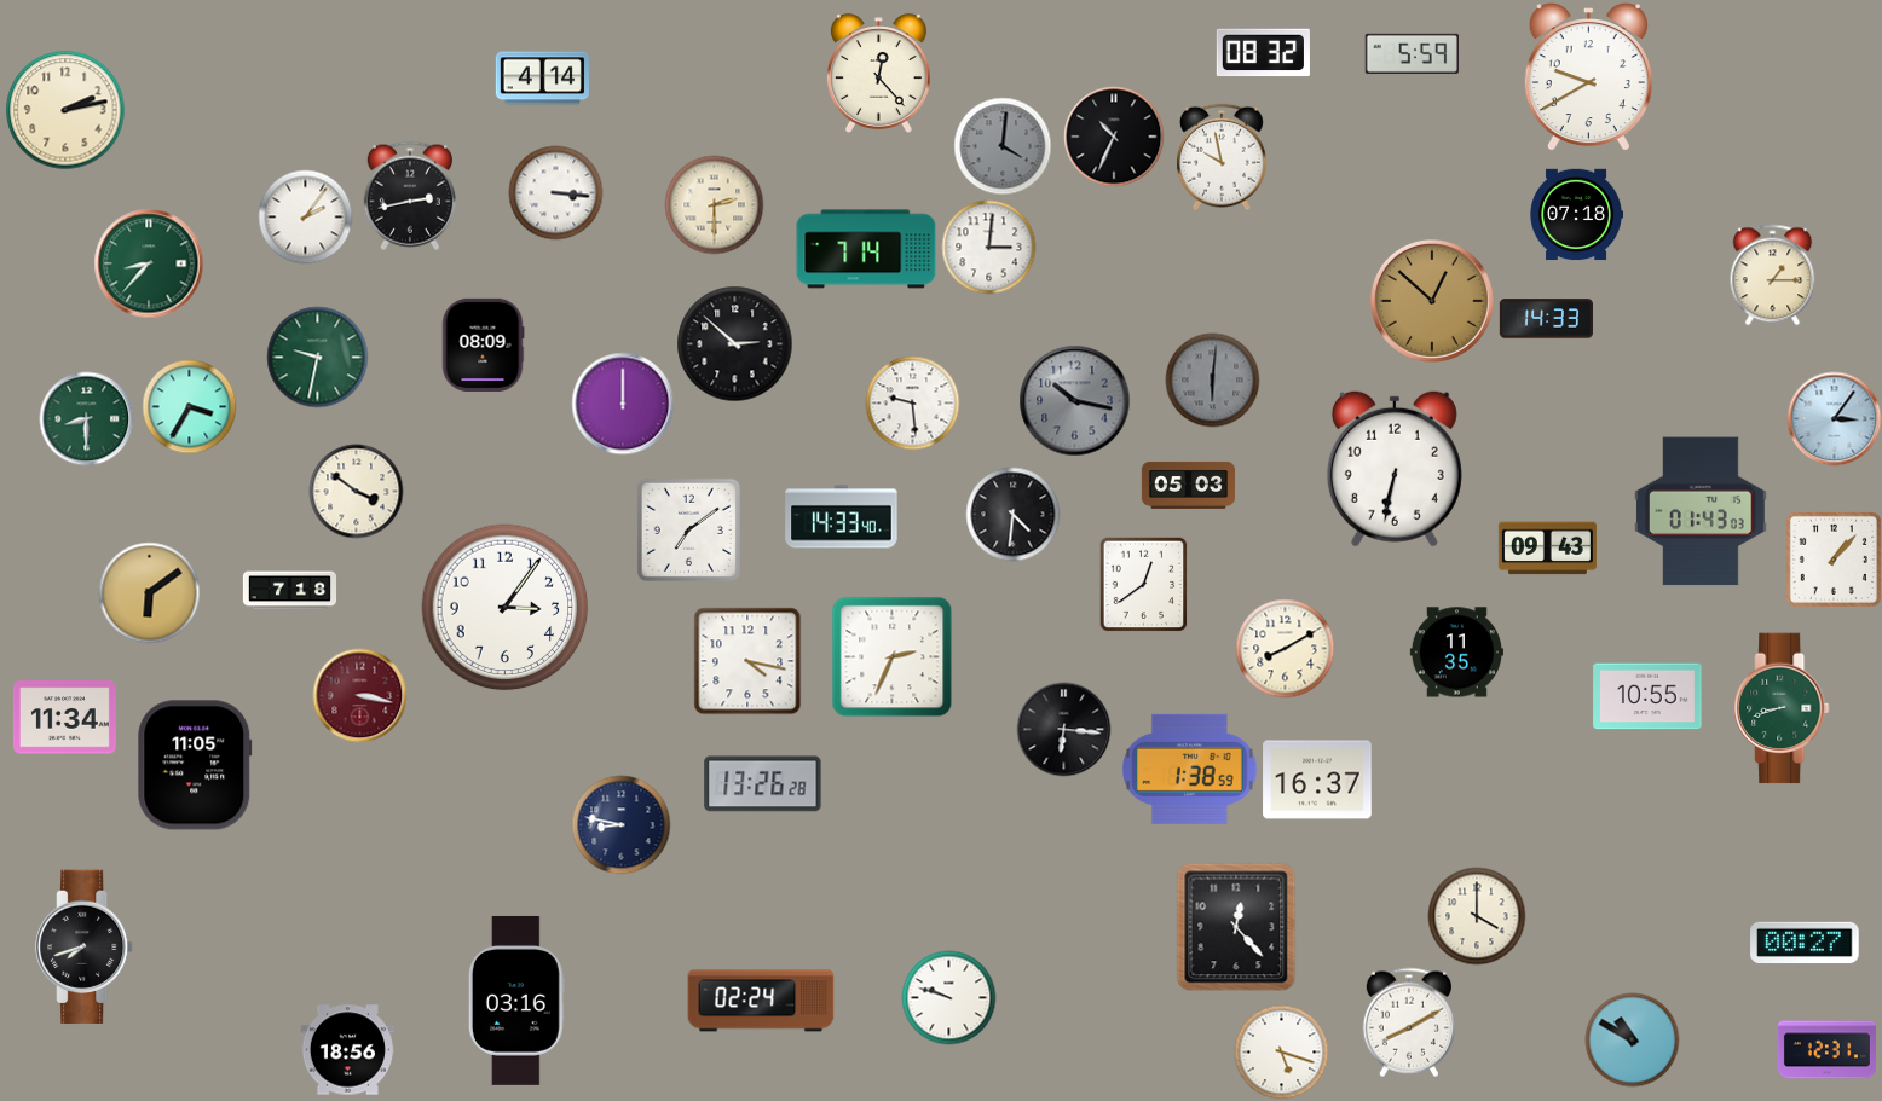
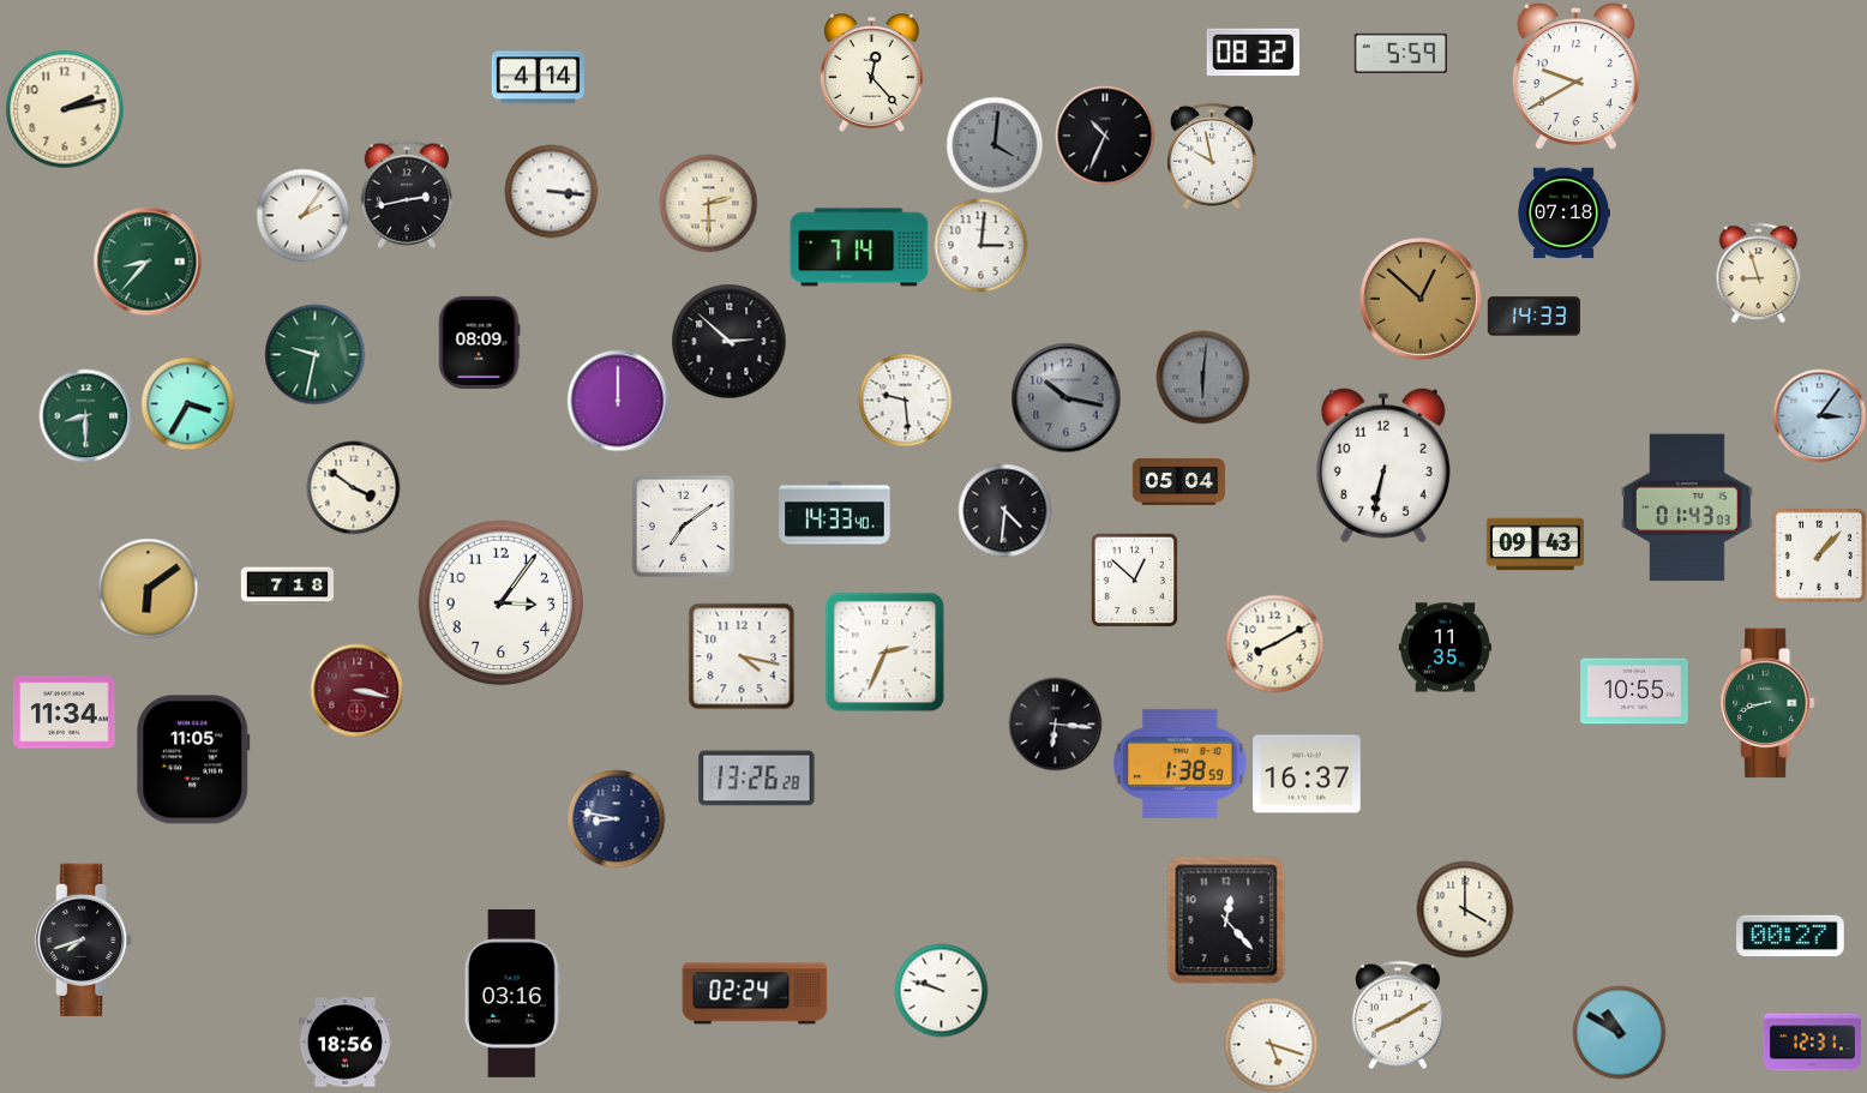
clock at (1773, 274): 1:15 -> 8:57
clock at (1188, 485): 05:03 -> 05:04
clock at (1144, 584): 12:39 -> 12:52
